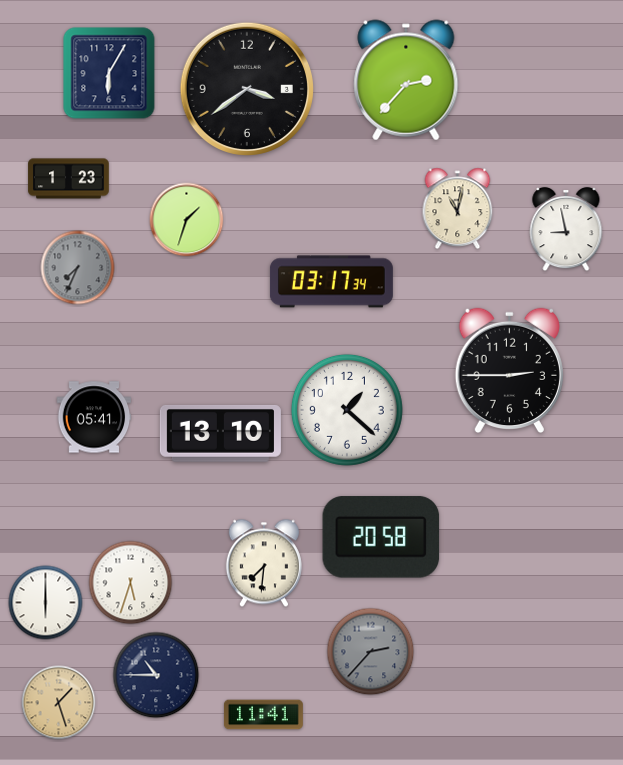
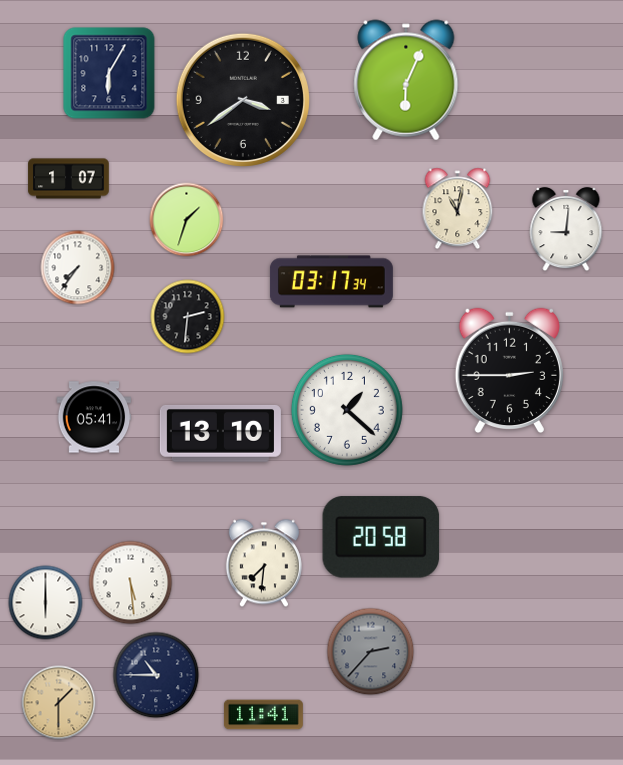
clock at (406, 80): 2:37 -> 6:04
clock at (247, 89) position: (247, 89) -> (243, 100)
clock at (69, 179): 1:23 -> 1:07
clock at (566, 229): 8:58 -> 9:01
clock at (78, 268): 7:34 -> 7:36
clock at (78, 268) dial: grey -> white
clock at (188, 317): none -> 2:31
clock at (131, 583): 5:33 -> 5:29
clock at (59, 703): 1:27 -> 1:30
